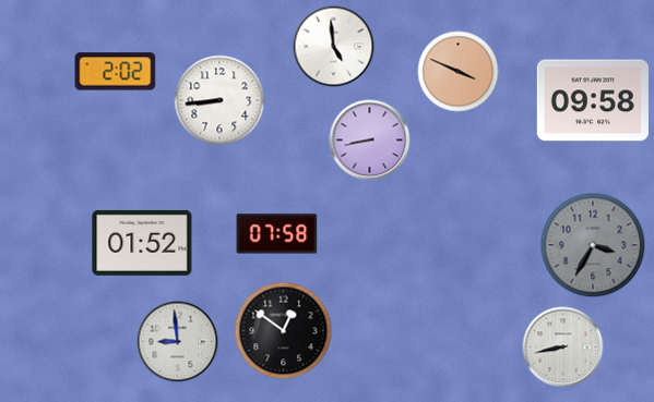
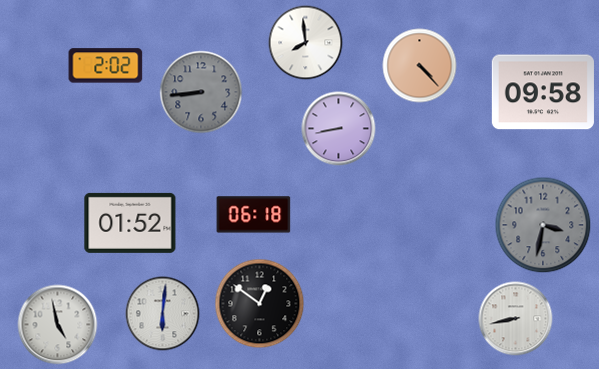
clock at (334, 47): 4:59 -> 7:59
clock at (459, 72): 3:49 -> 4:23
clock at (219, 100) dial: white -> grey
clock at (277, 234): 07:58 -> 06:18
clock at (593, 245): 3:35 -> 3:32
clock at (178, 342): 8:59 -> 6:01
clock at (58, 325): none -> 4:58
